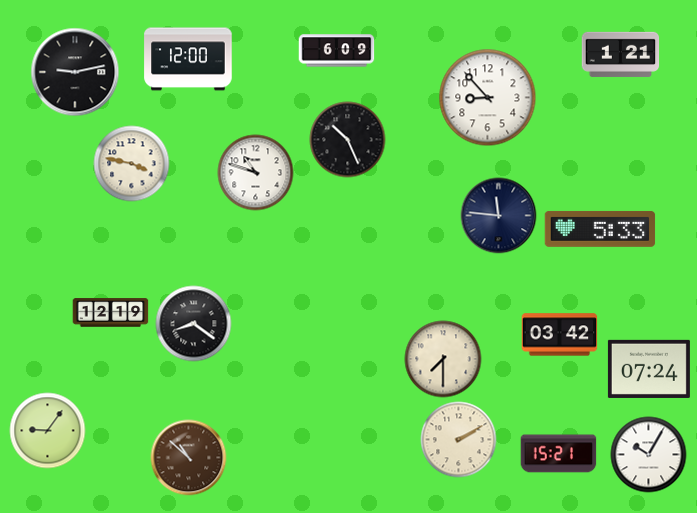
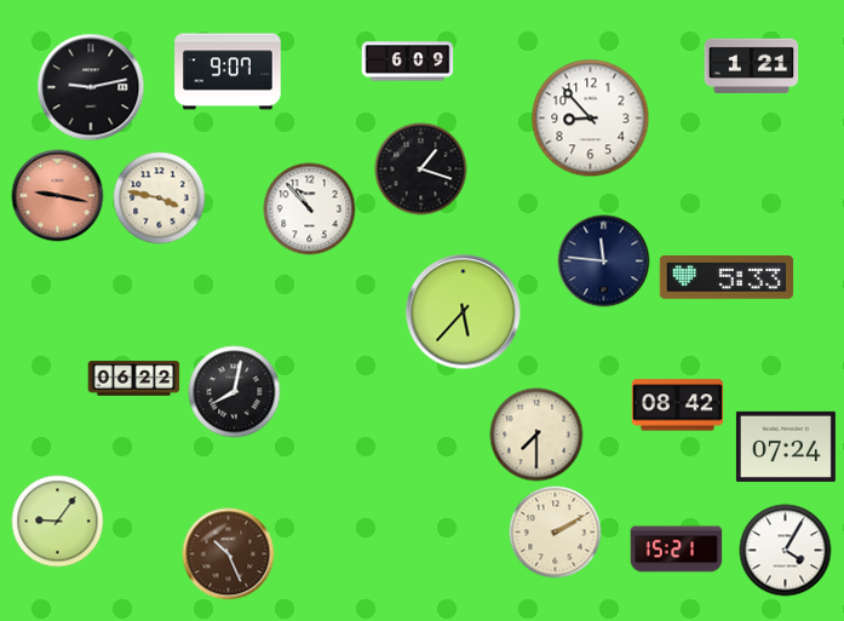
clock at (188, 59): 12:00 -> 9:07
clock at (348, 140): 10:26 -> 1:18
clock at (58, 196): none -> 9:17
clock at (256, 173): 10:48 -> 10:53
clock at (464, 312): none -> 5:37
clock at (111, 313): 12:19 -> 06:22
clock at (194, 324): 8:21 -> 8:02
clock at (560, 335): 03:42 -> 08:42
clock at (649, 455): 10:05 -> 4:05
clock at (189, 458): 10:52 -> 10:26
